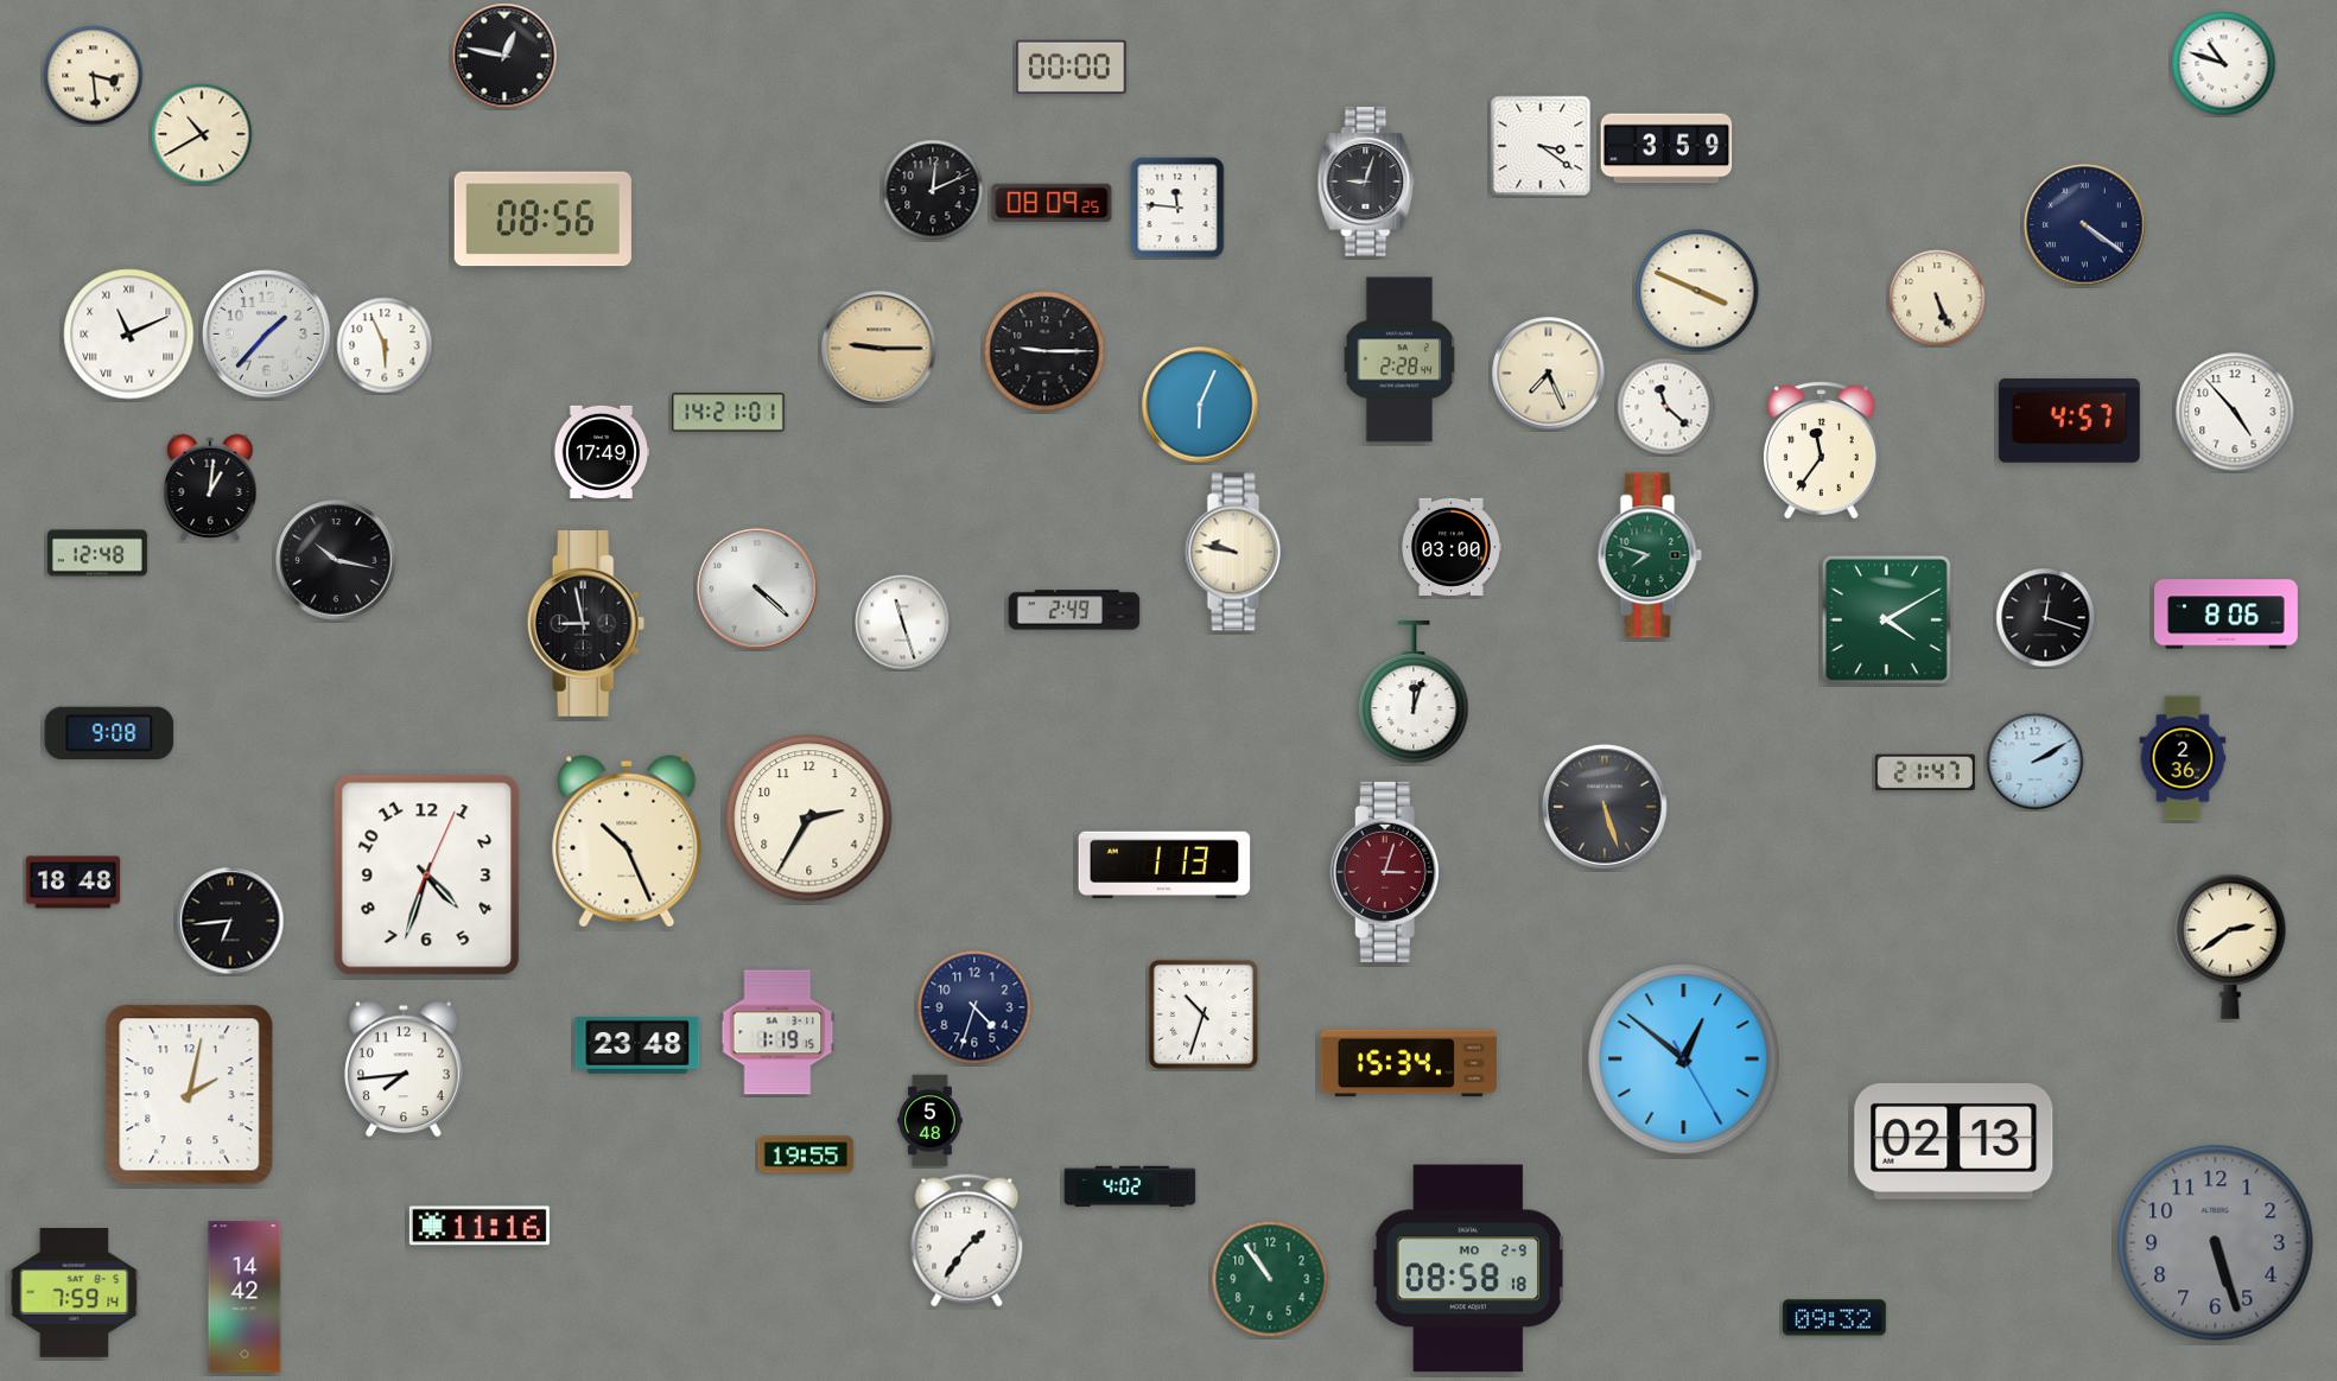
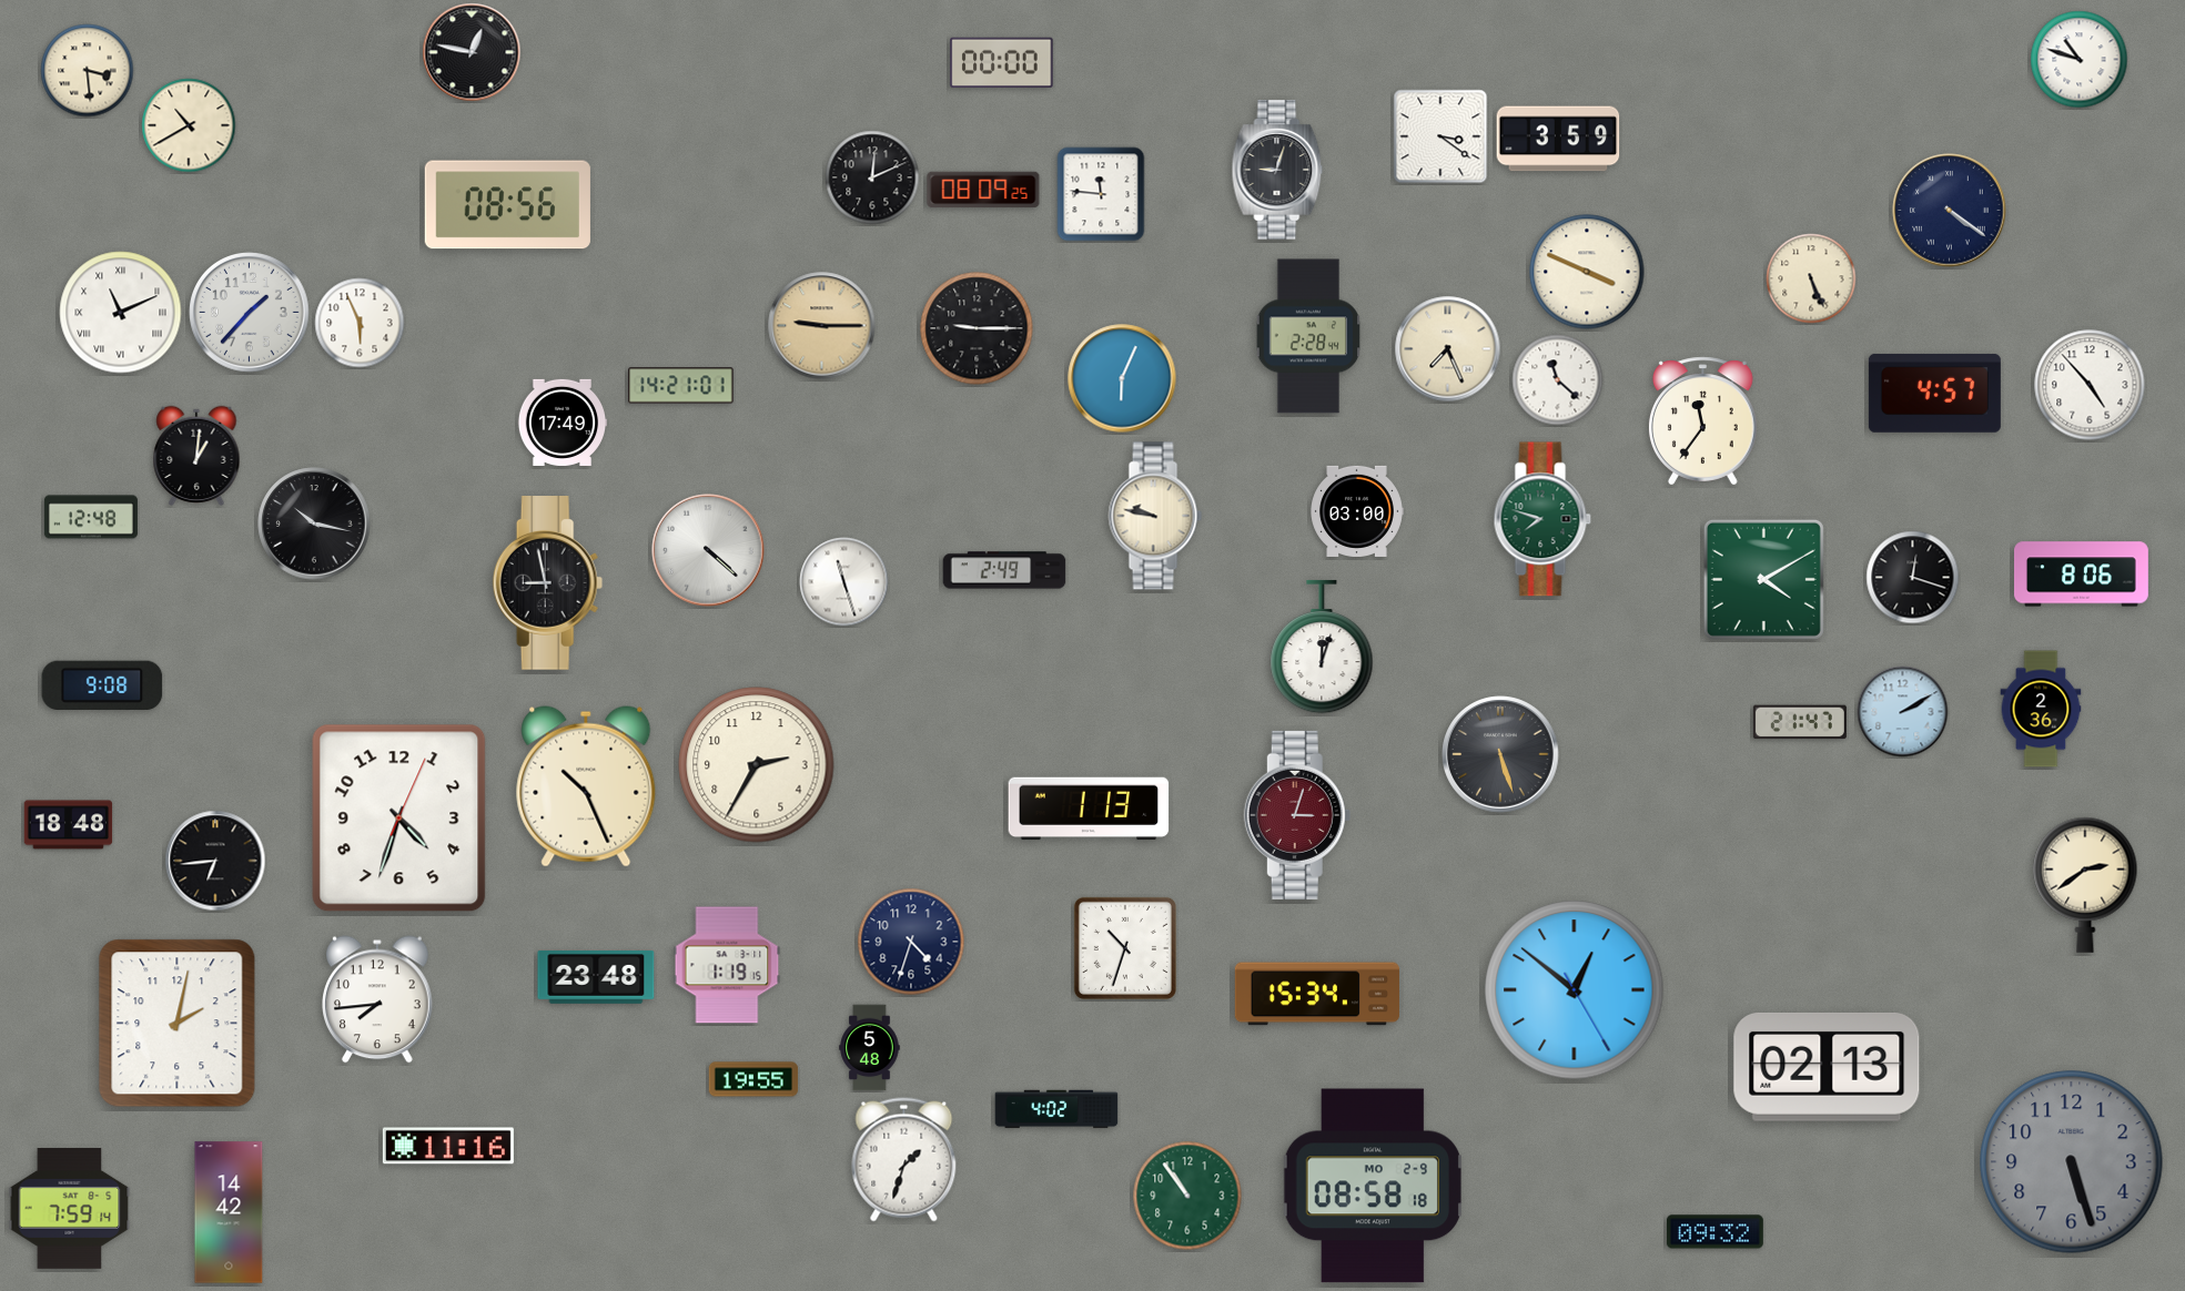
clock at (967, 1241): 1:36 -> 1:33
